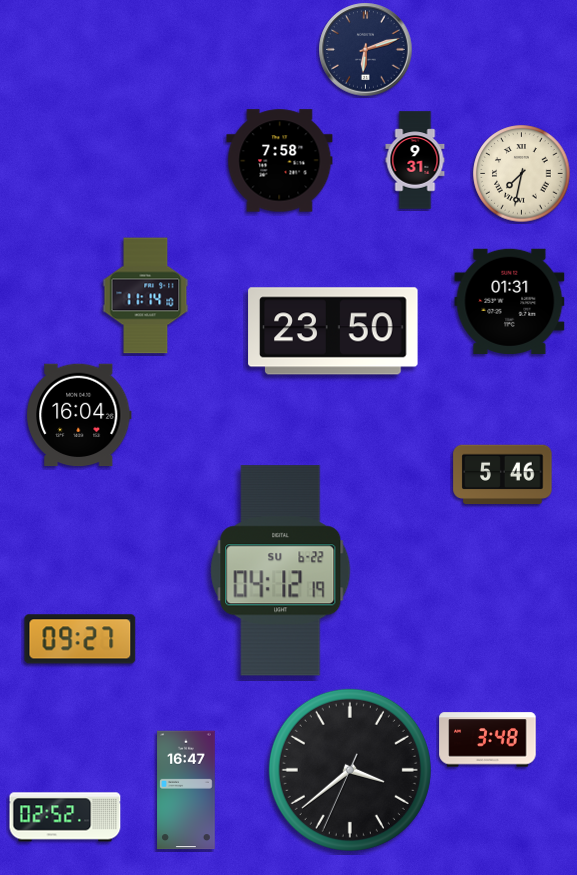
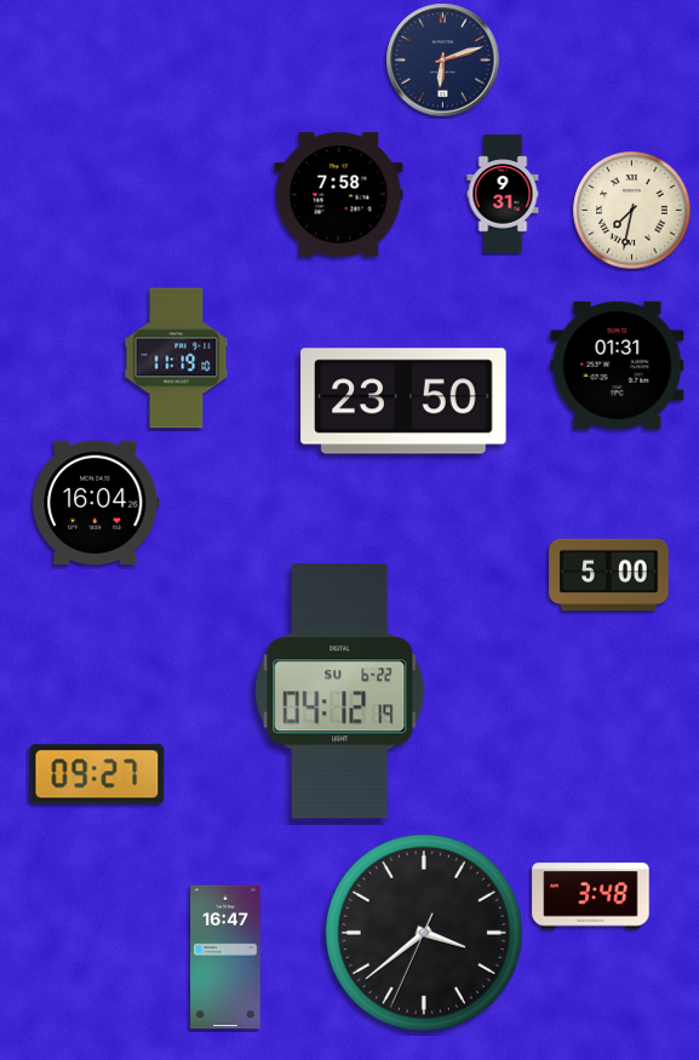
clock at (146, 296): 11:14 -> 11:19
clock at (503, 475): 5:46 -> 5:00
clock at (65, 817): 02:52 -> none
